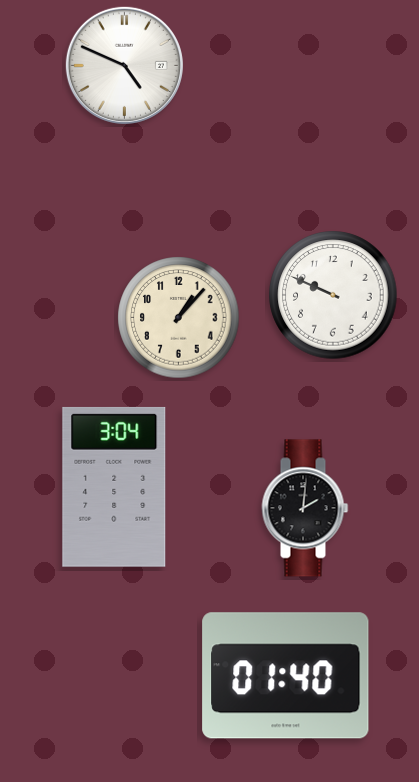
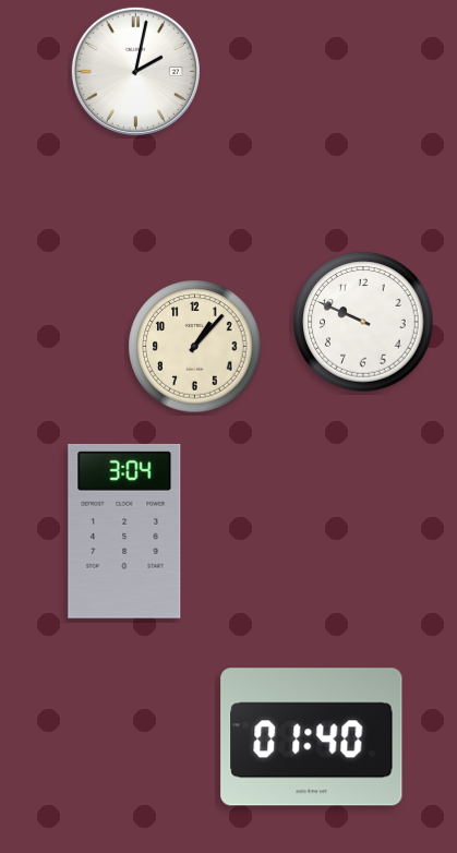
clock at (124, 65): 4:49 -> 2:02
clock at (305, 508): 2:01 -> none
